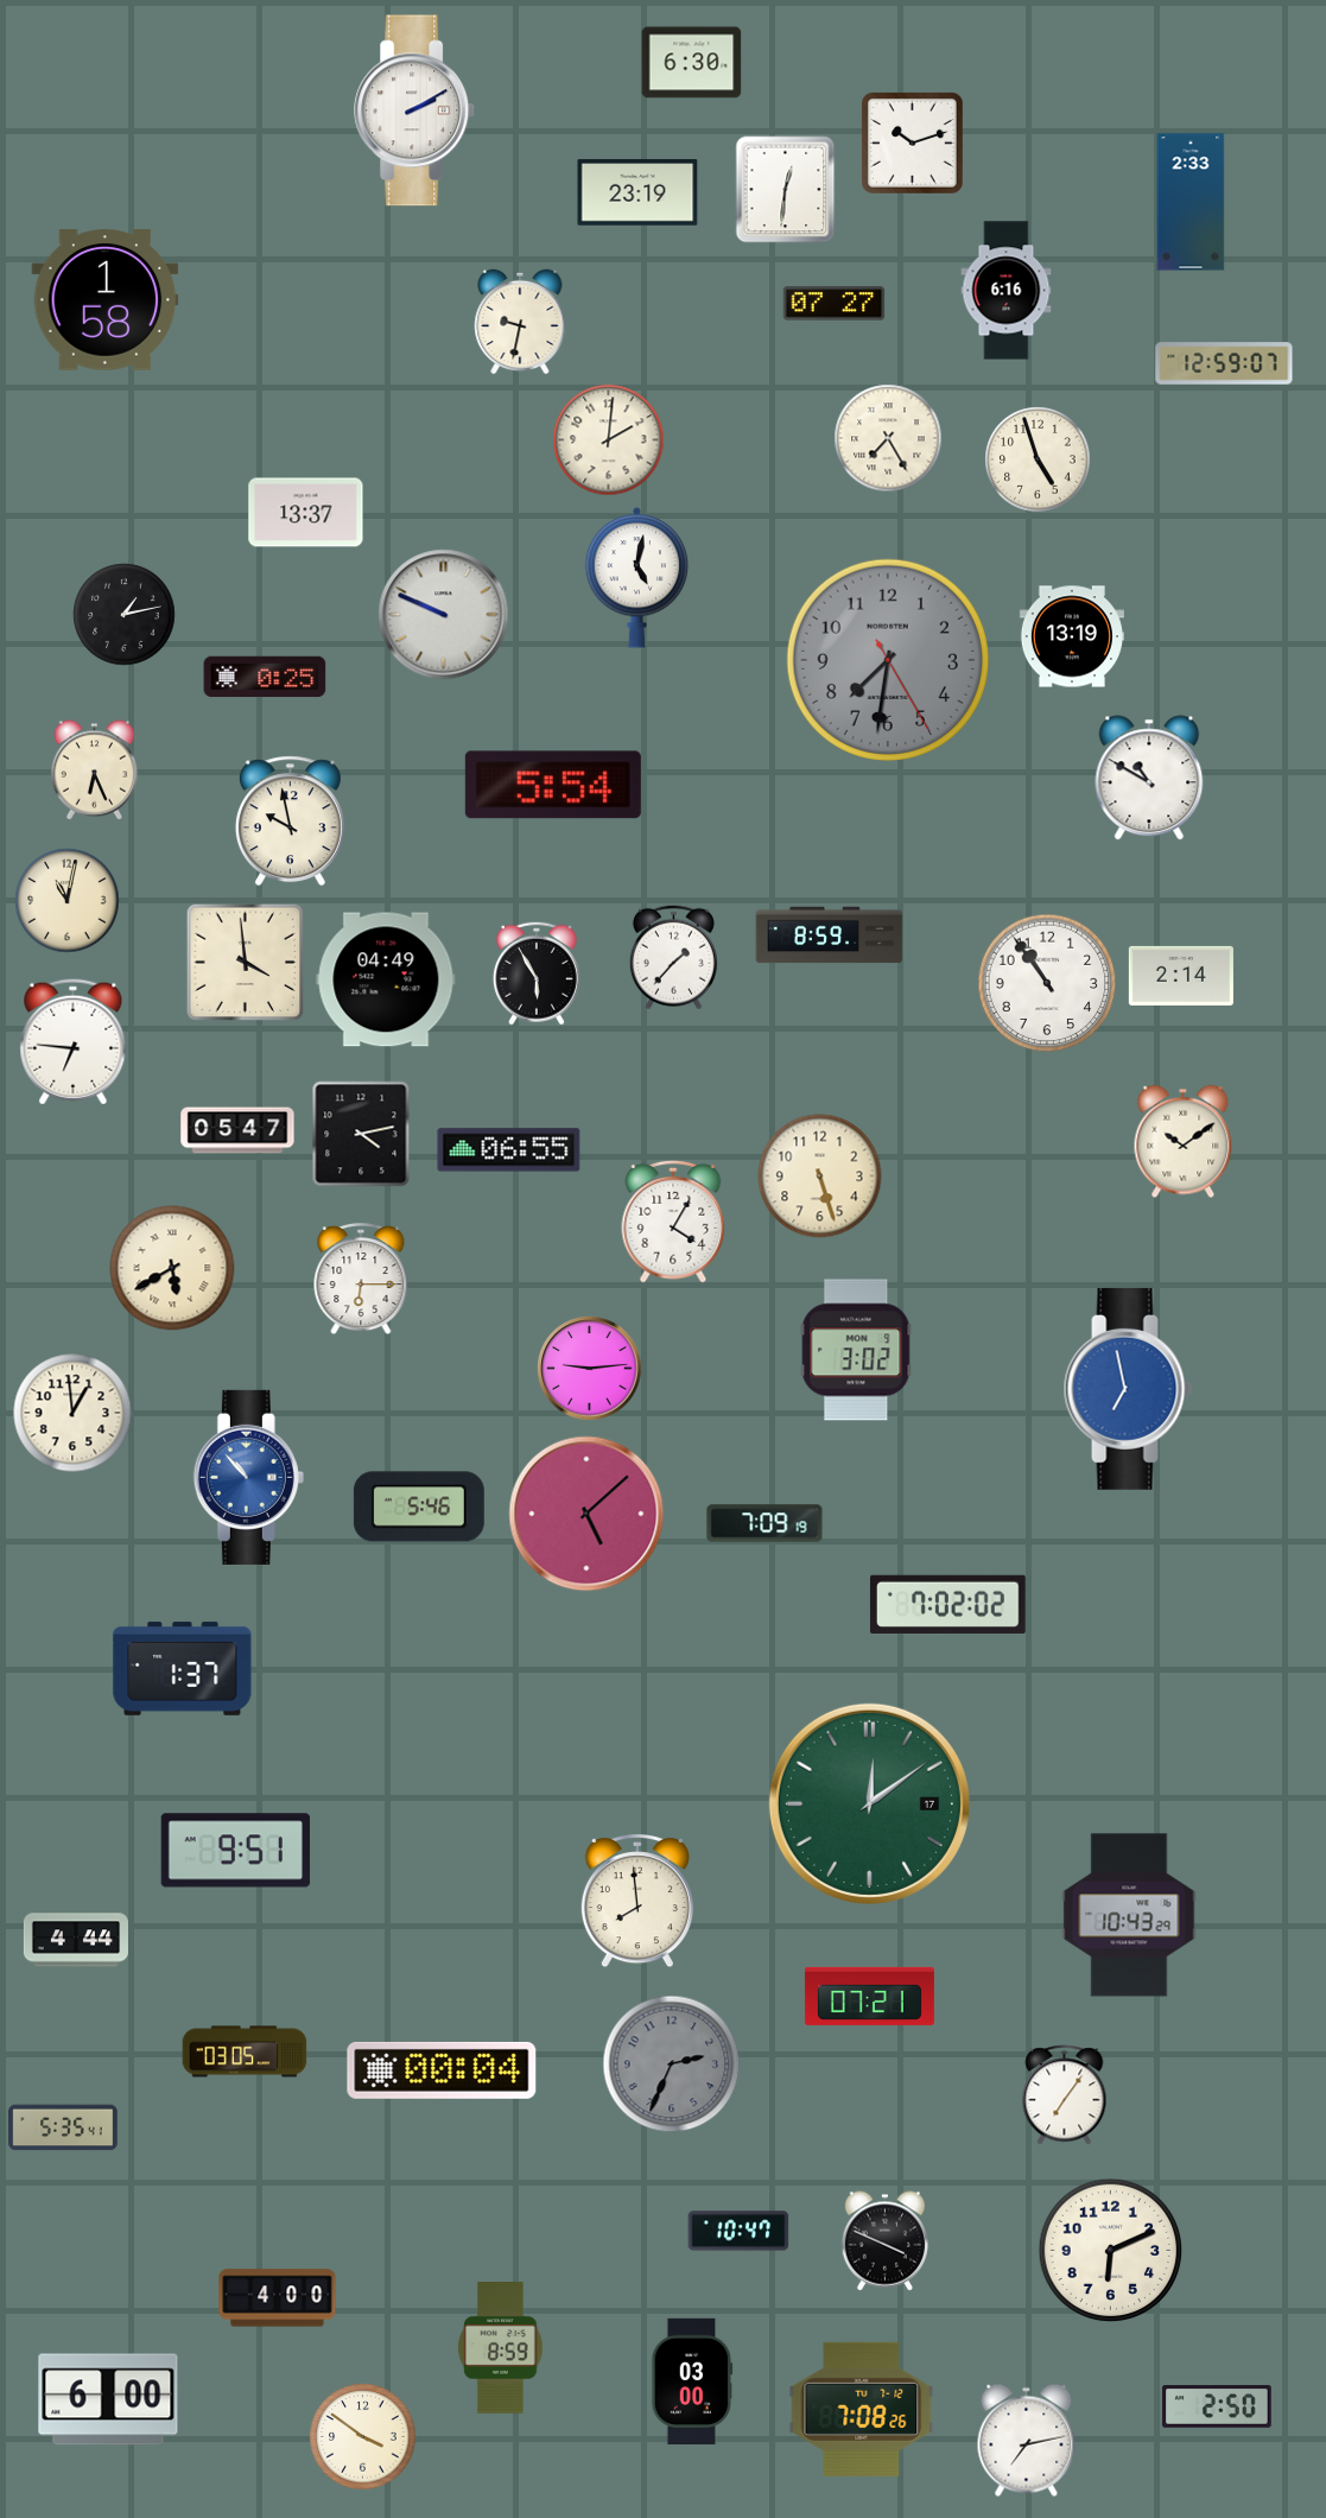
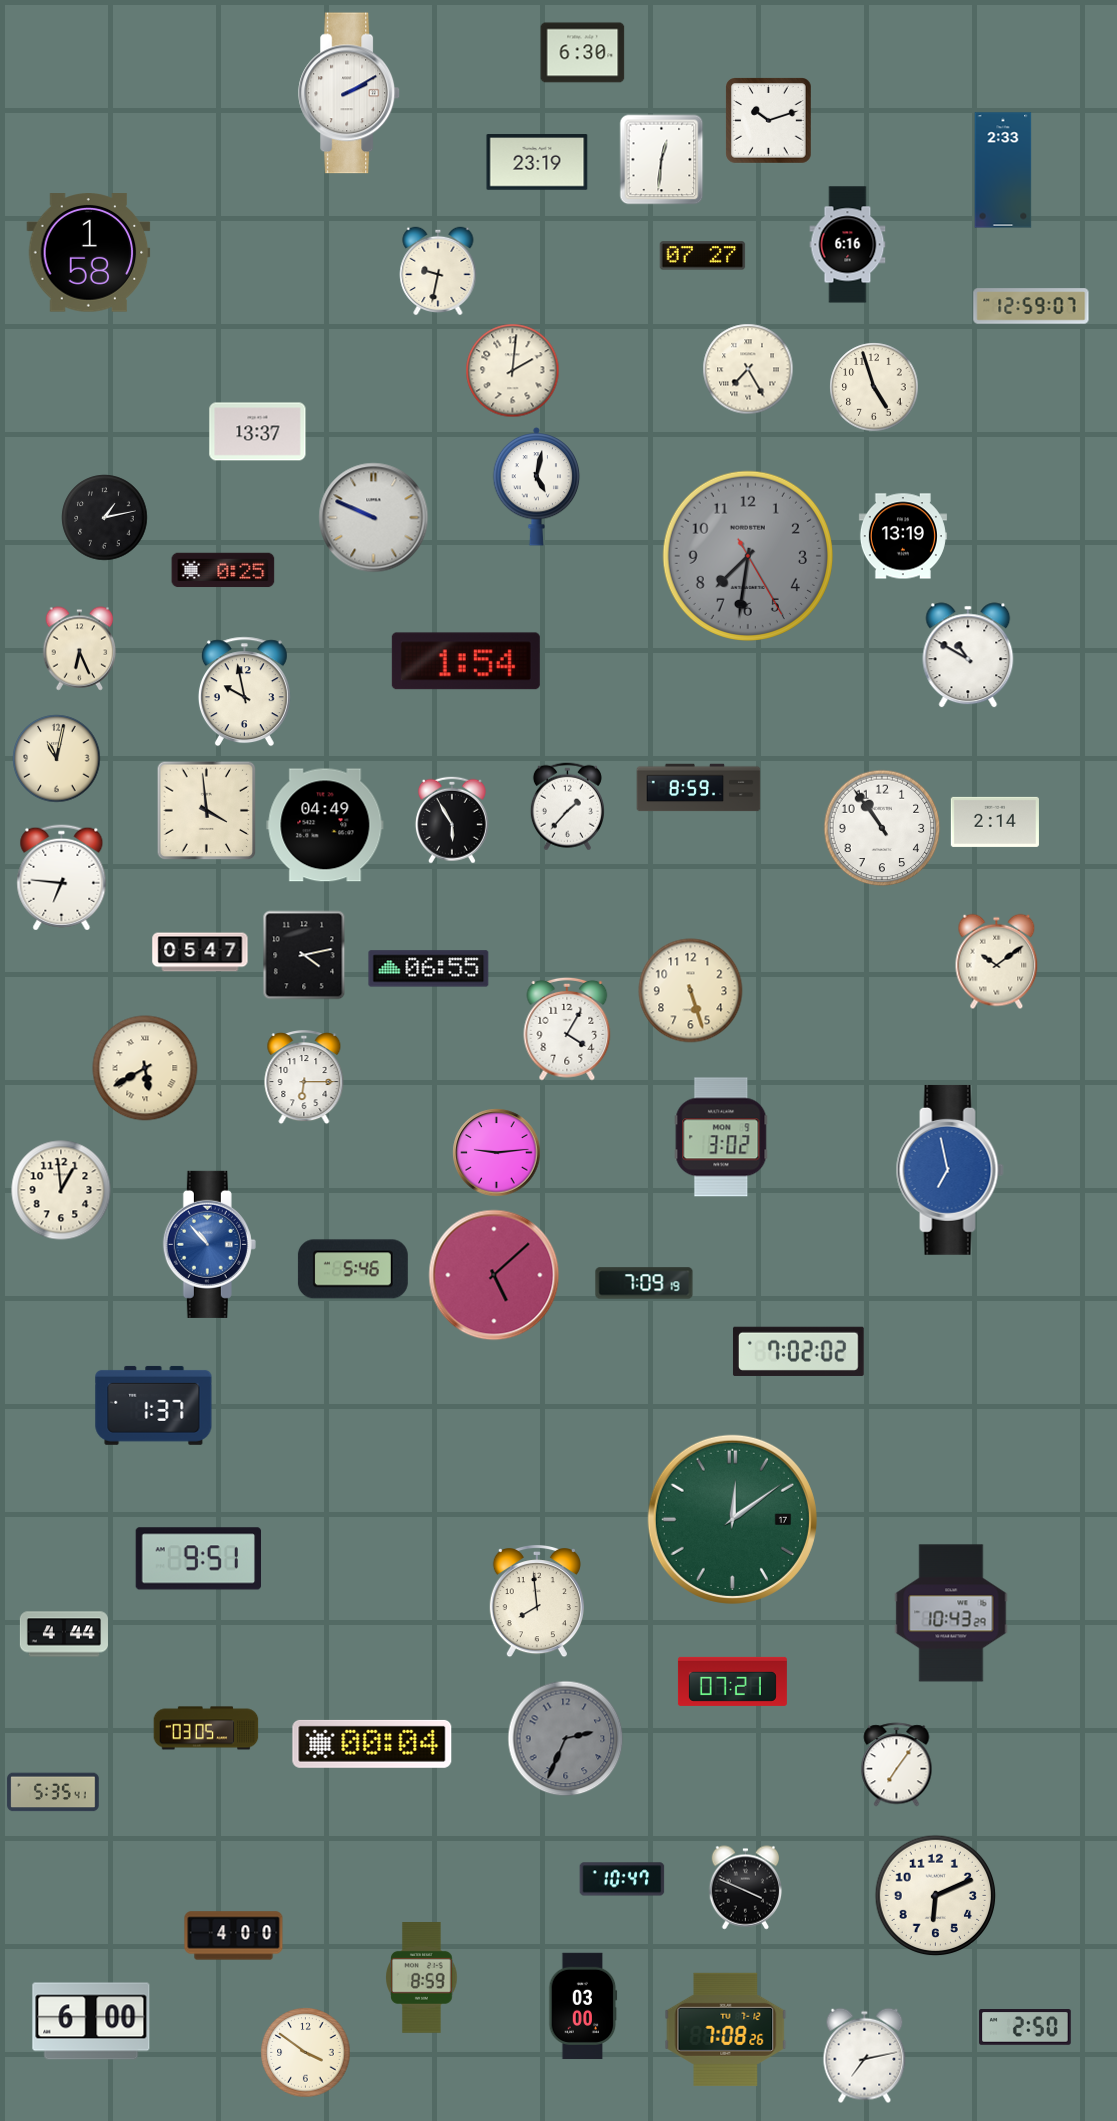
clock at (553, 785): 5:54 -> 1:54
